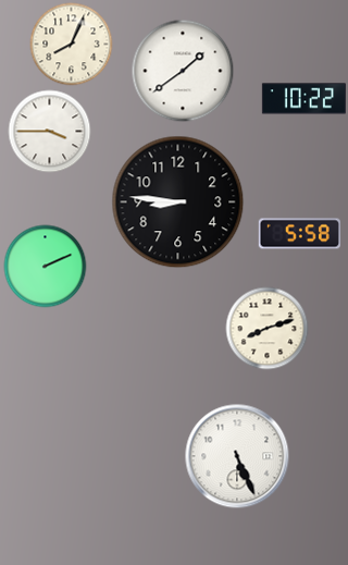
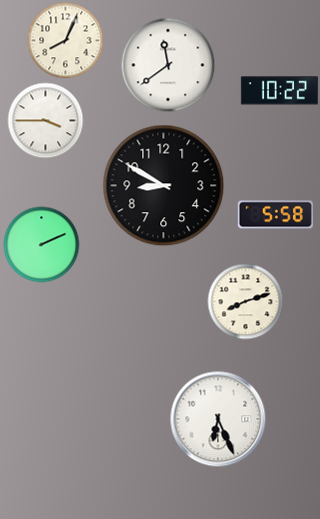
clock at (183, 71): 1:39 -> 11:39
clock at (178, 202): 8:46 -> 8:50
clock at (237, 456): 5:26 -> 6:26
